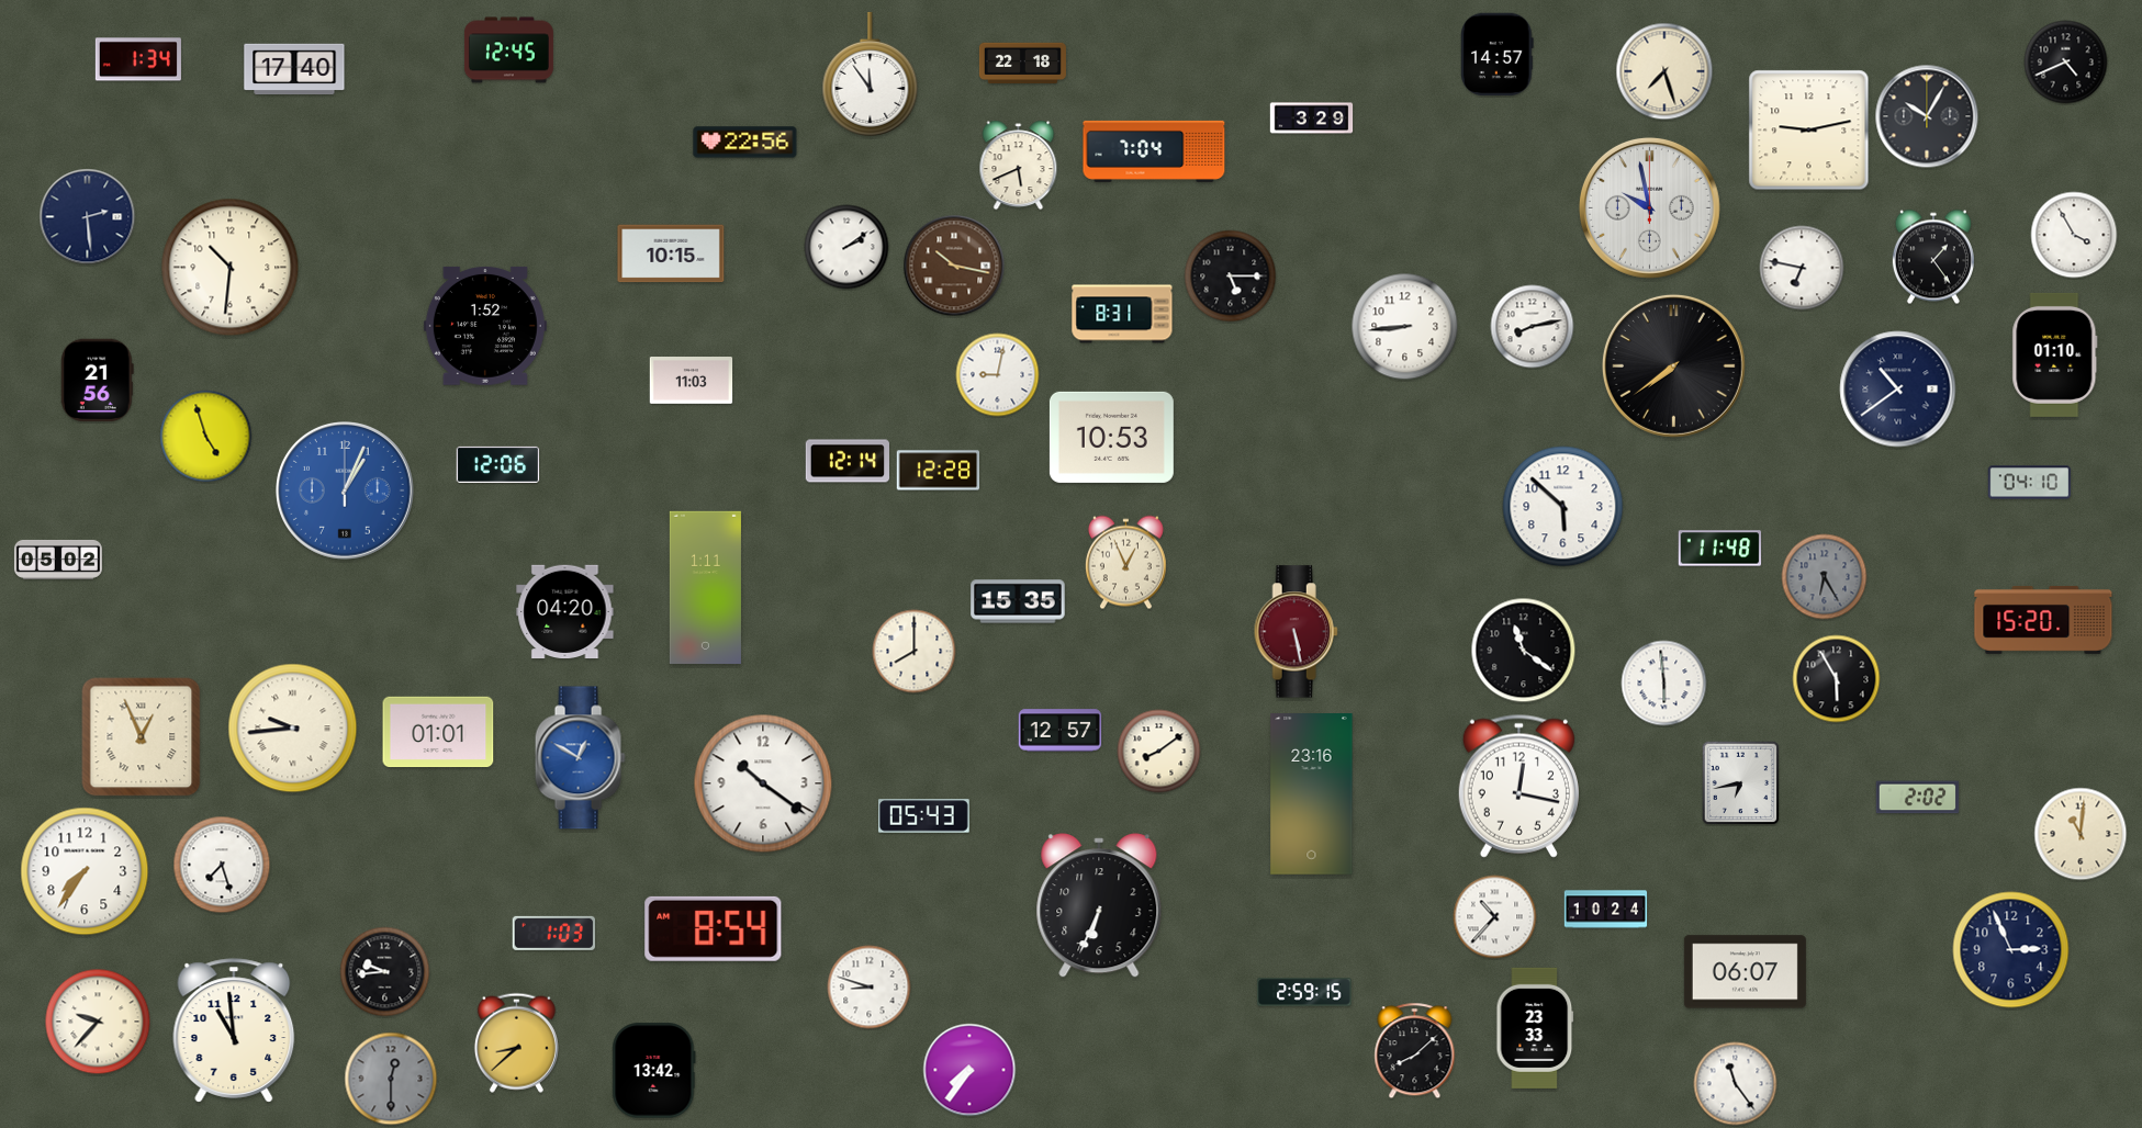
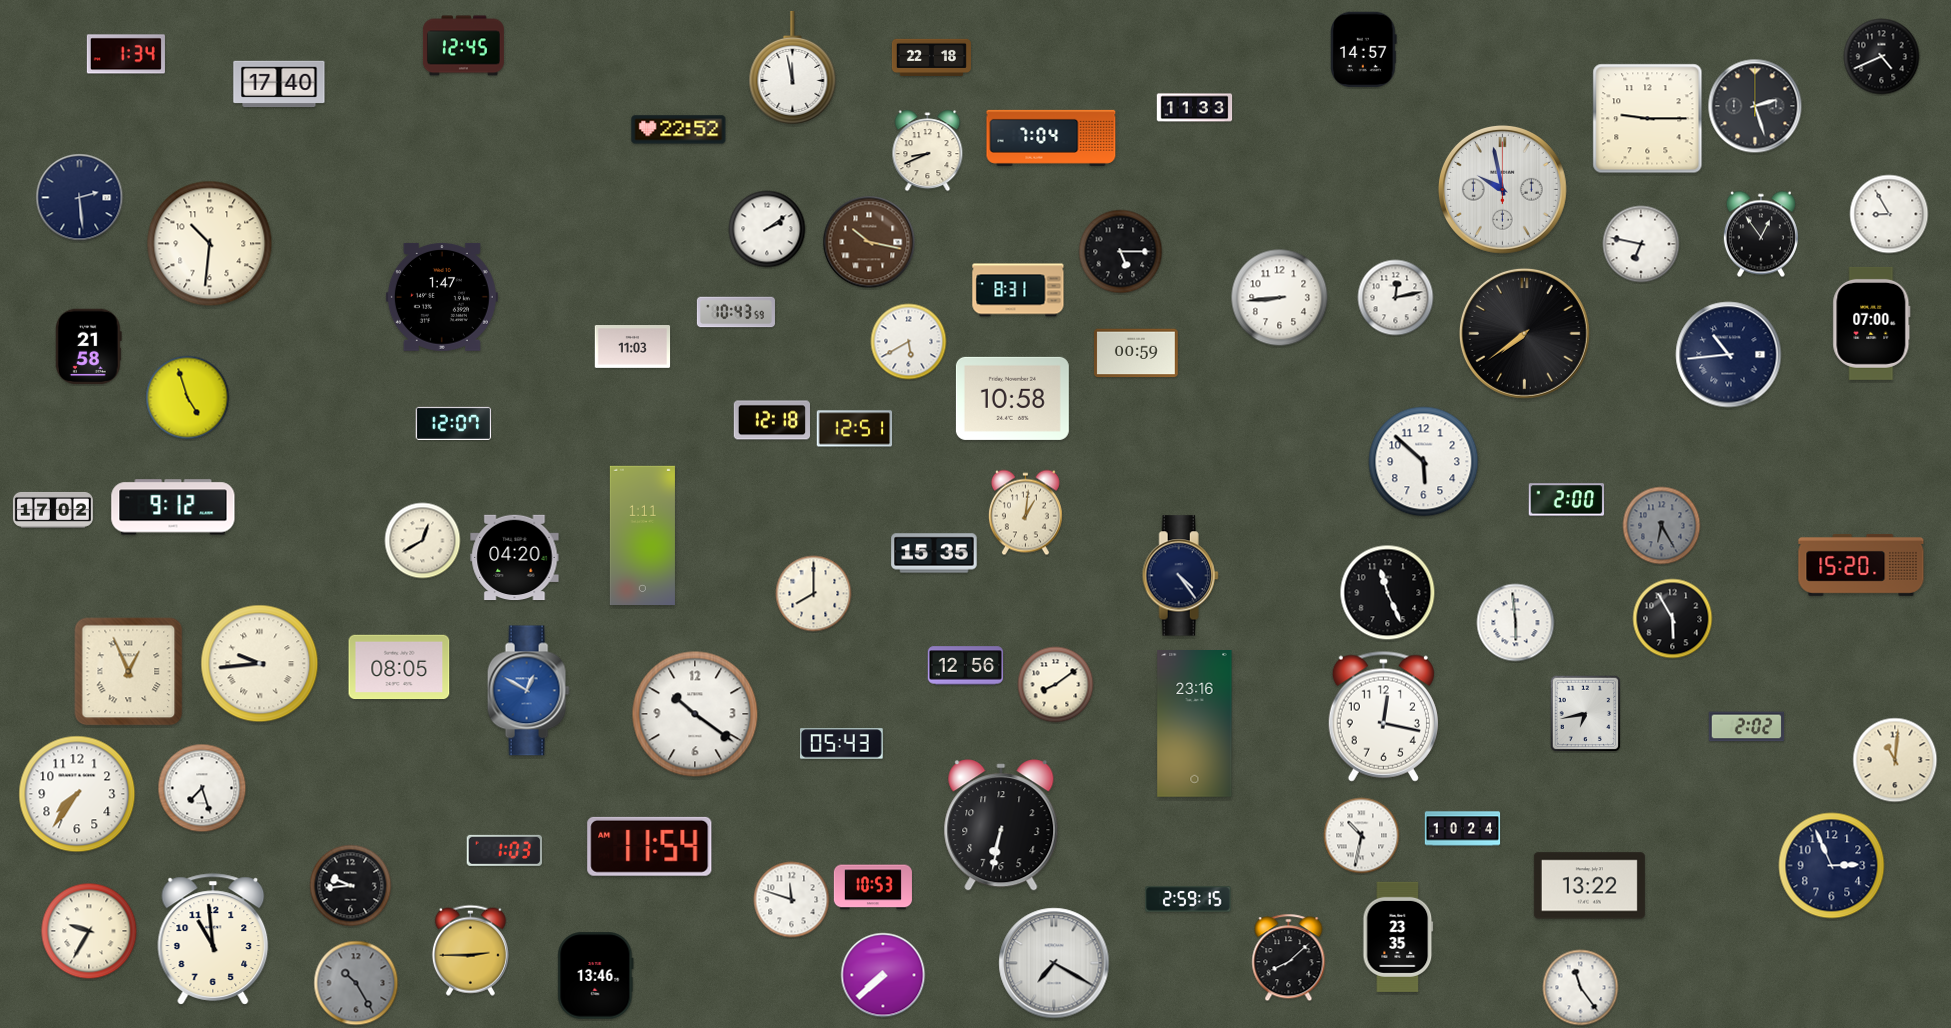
clock at (294, 69) position: (294, 69) -> (279, 84)
clock at (1664, 71): 7:27 -> none
clock at (871, 74): 11:54 -> 11:58
clock at (1927, 116): 10:05 -> 2:27
clock at (1312, 119): 3:29 -> 11:33
clock at (1809, 131): 9:13 -> 9:15
clock at (745, 143): 22:56 -> 22:52
clock at (1019, 166): 5:41 -> 8:41
clock at (2074, 235): 3:55 -> 8:55
clock at (846, 247) position: (846, 247) -> (767, 229)
clock at (671, 253): 10:15 -> none
clock at (1933, 257): 1:24 -> 12:54
clock at (1122, 314) position: (1122, 314) -> (1018, 290)
clock at (485, 326): 1:52 -> 1:47
clock at (1533, 327): 8:13 -> 12:13
clock at (736, 312): none -> 10:43
clock at (2055, 354): 01:10 -> 07:00
clock at (998, 375): 9:02 -> 5:40
clock at (97, 381): 21:56 -> 21:58
clock at (692, 381) position: (692, 381) -> (633, 347)
clock at (1136, 353): none -> 00:59
clock at (1898, 390): 10:39 -> 10:44
clock at (1111, 437): 10:53 -> 10:58
clock at (846, 461): 12:14 -> 12:18
clock at (498, 464): 12:06 -> 12:07
clock at (939, 471): 12:28 -> 12:51
clock at (2030, 483): 04:10 -> none
clock at (346, 492): 1:04 -> none
clock at (1720, 549): 11:48 -> 2:00
clock at (173, 507): none -> 9:12
clock at (58, 560): 05:02 -> 17:02
clock at (1125, 563): 12:56 -> 1:01
clock at (423, 541): none -> 12:40
clock at (1018, 601) position: (1018, 601) -> (934, 553)
clock at (1296, 632): 5:28 -> 4:24
clock at (1296, 632) dial: burgundy -> navy
clock at (1524, 651): 11:21 -> 11:26
clock at (915, 652) position: (915, 652) -> (814, 594)
clock at (293, 729) position: (293, 729) -> (260, 664)
clock at (1061, 731): 12:57 -> 12:56
clock at (438, 732): 01:01 -> 08:05
clock at (1099, 905): 6:34 -> 6:32
clock at (1495, 917): 10:37 -> 10:32
clock at (714, 928): 8:54 -> 11:54
clock at (1745, 972): 06:07 -> 13:22
clock at (873, 887): none -> 10:53
clock at (870, 988): 8:48 -> 11:48
clock at (1304, 992) position: (1304, 992) -> (1188, 899)
clock at (98, 1022): 9:37 -> 9:35
clock at (1535, 1028): 23:33 -> 23:35
clock at (516, 1042): 8:38 -> 2:45
clock at (1054, 963): none -> 7:20
clock at (969, 1070): 7:36 -> 7:38
clock at (654, 1071): 13:42 -> 13:46
clock at (391, 1079): 12:30 -> 10:25
